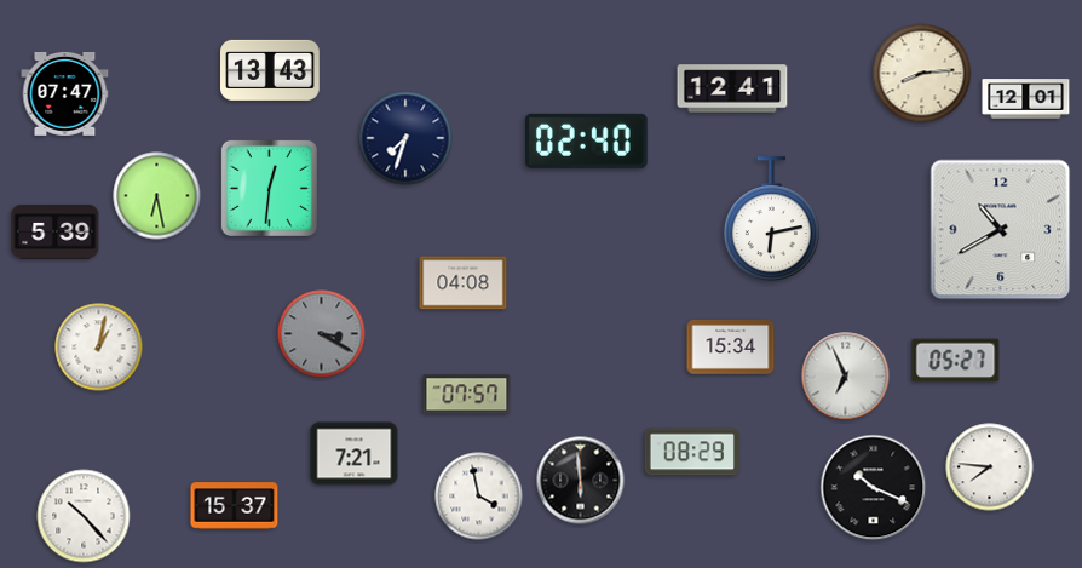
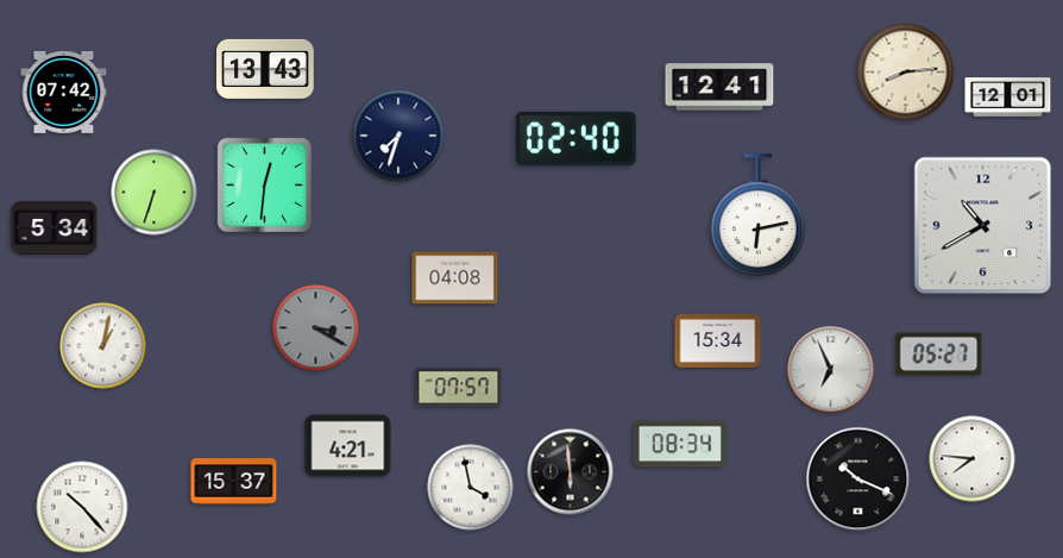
clock at (65, 93): 07:47 -> 07:42
clock at (157, 196): 6:28 -> 6:33
clock at (56, 233): 5:39 -> 5:34
clock at (99, 348) position: (99, 348) -> (103, 346)
clock at (692, 452): 08:29 -> 08:34
clock at (355, 454): 7:21 -> 4:21
clock at (235, 506) position: (235, 506) -> (234, 482)
